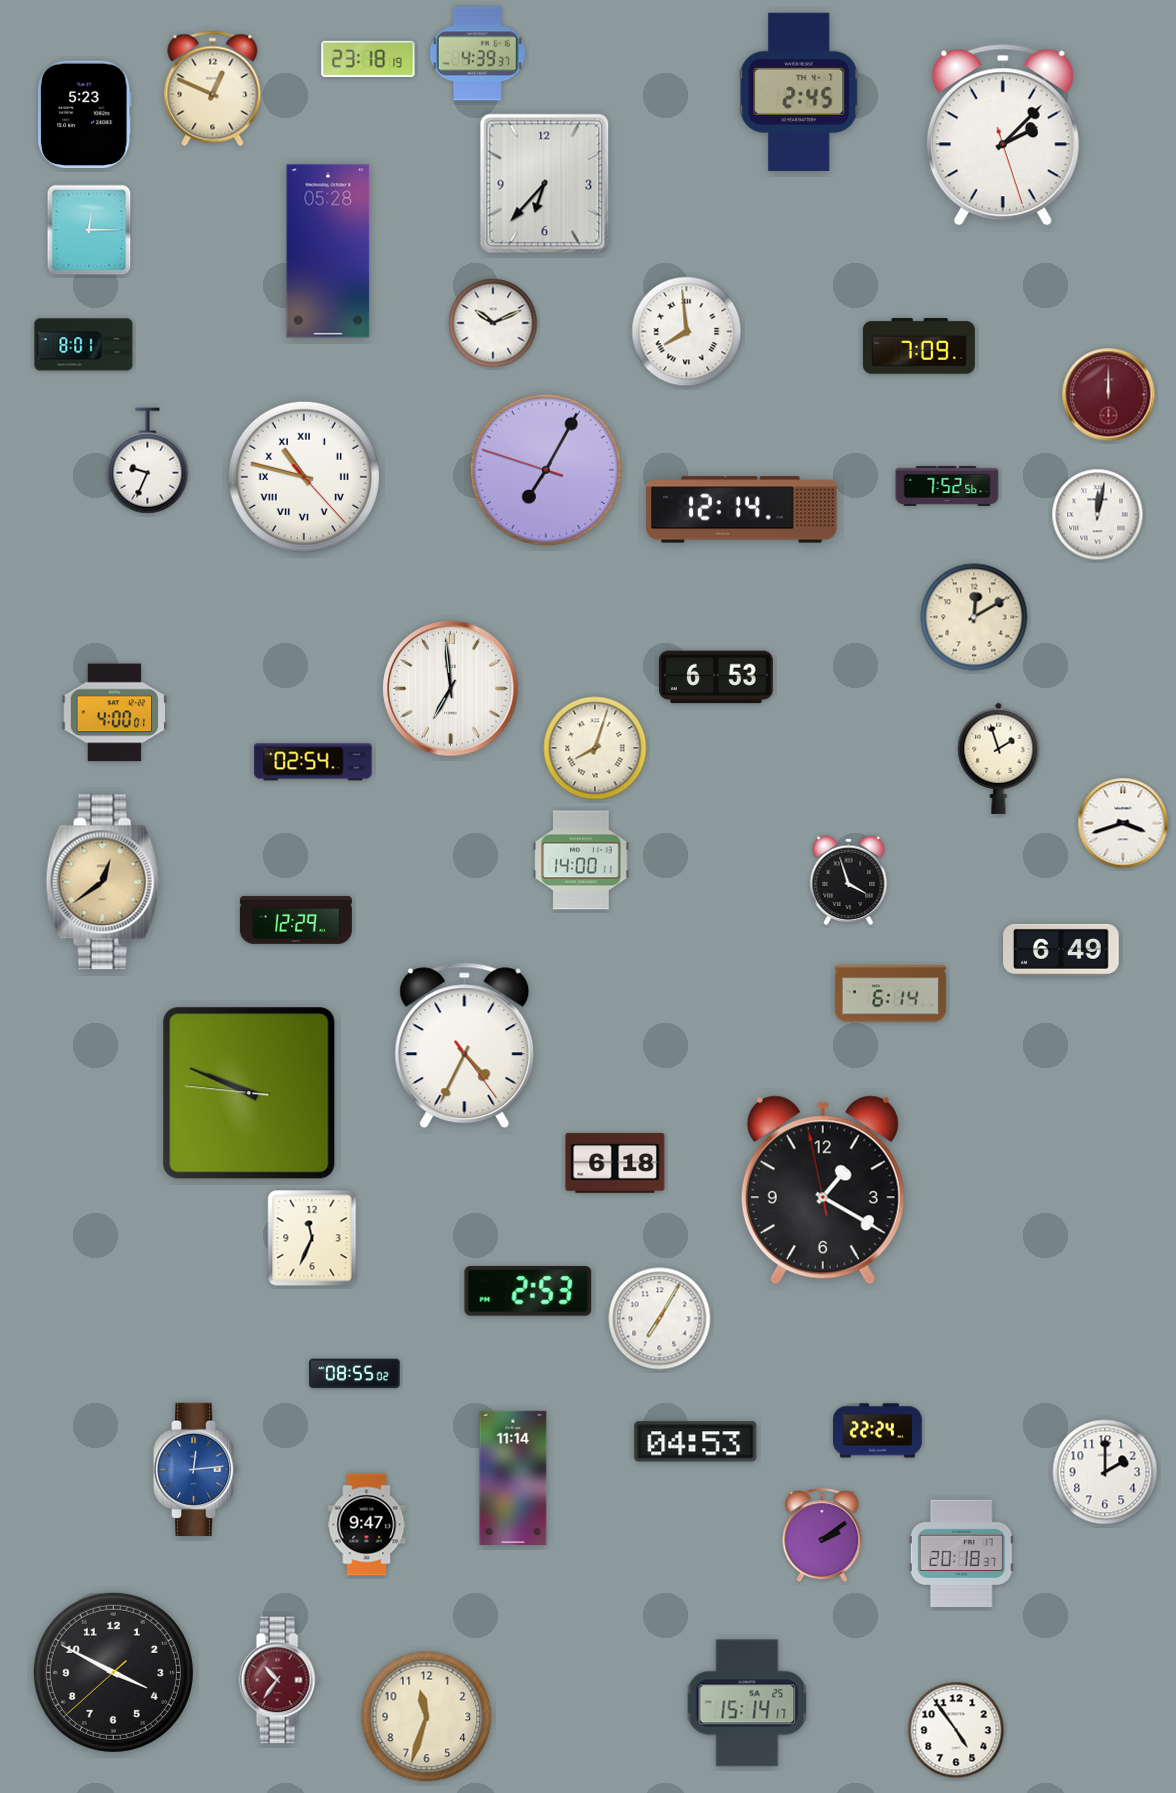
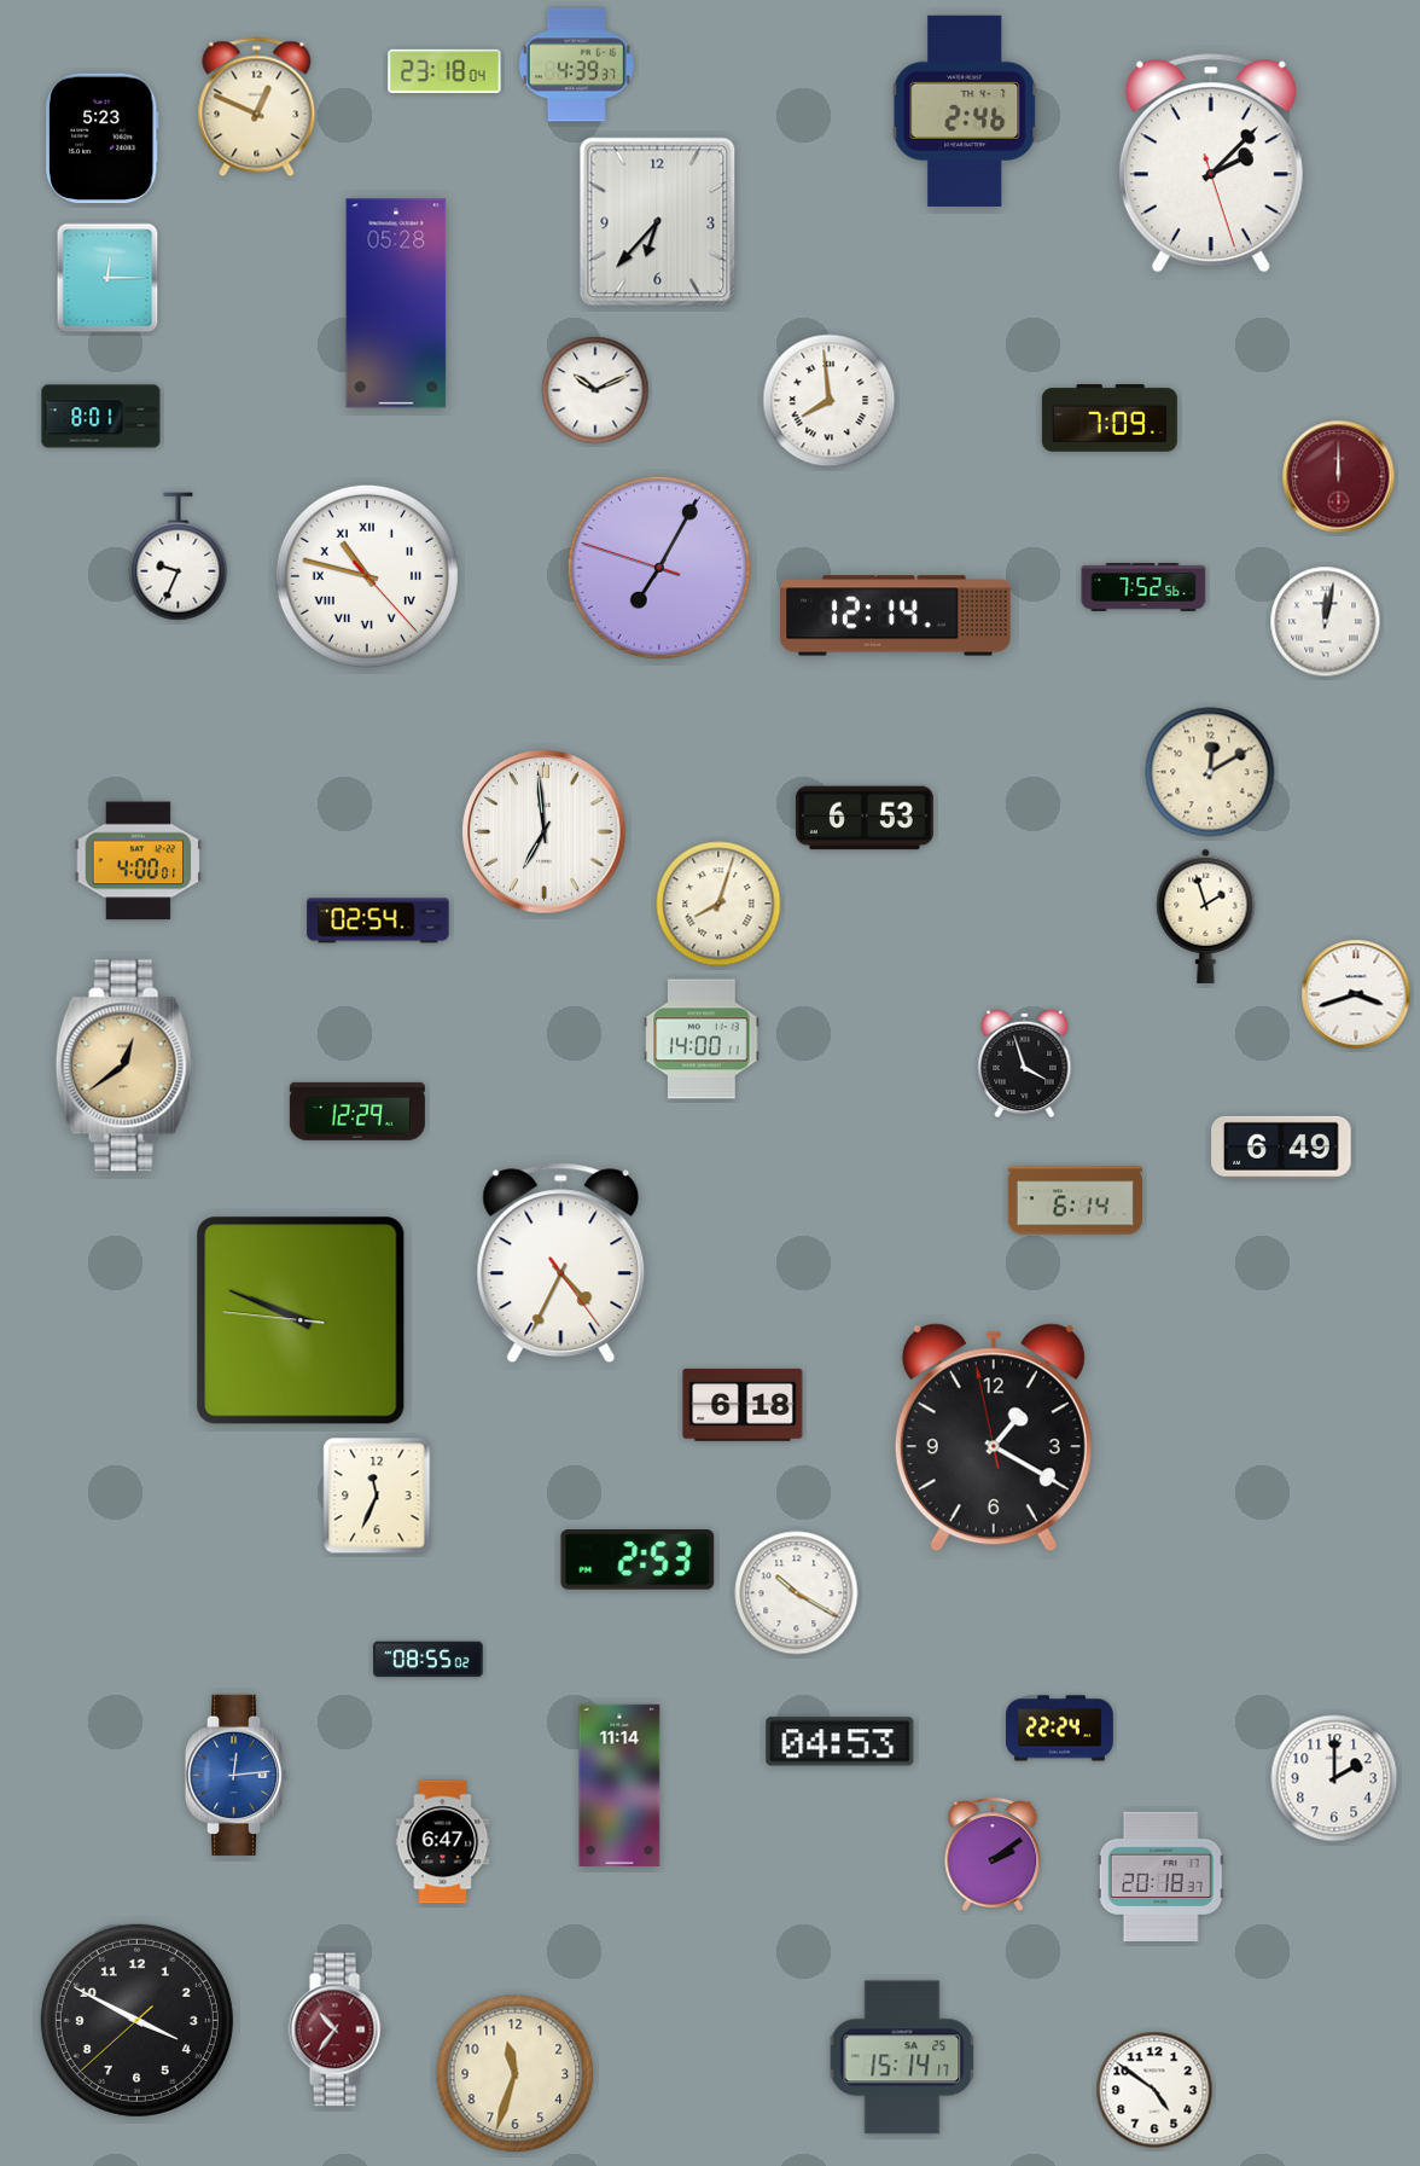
clock at (368, 59): 23:18:19 -> 23:18:04
clock at (799, 92): 2:45 -> 2:46
clock at (974, 617) position: (974, 617) -> (1210, 772)
clock at (660, 1319): 7:05 -> 10:20
clock at (367, 1525): 9:47 -> 6:47
clock at (956, 1730): 4:54 -> 4:51
